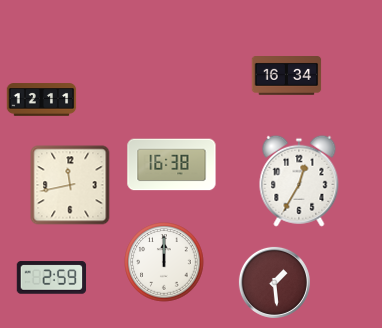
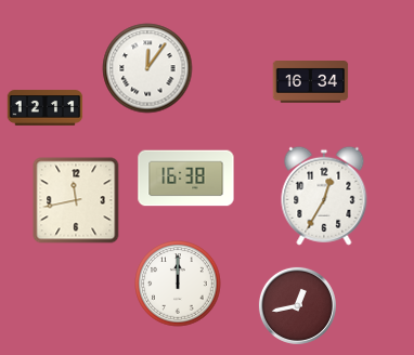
clock at (147, 68): none -> 12:06
clock at (52, 278): 2:59 -> none
clock at (274, 282): 1:29 -> 12:43
